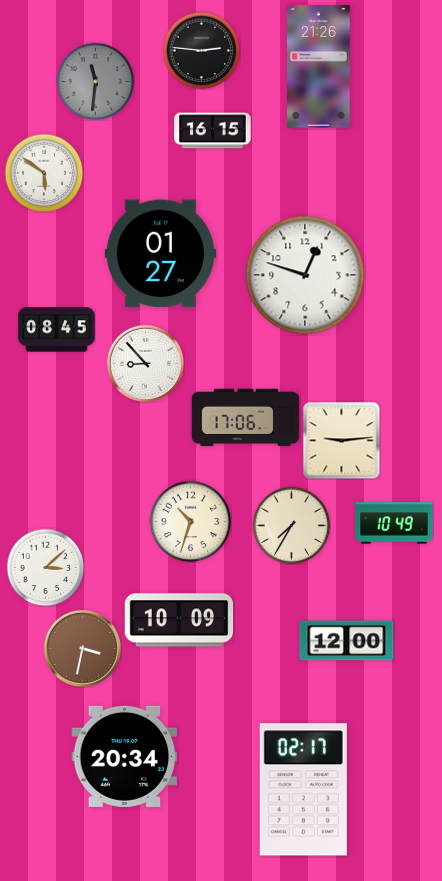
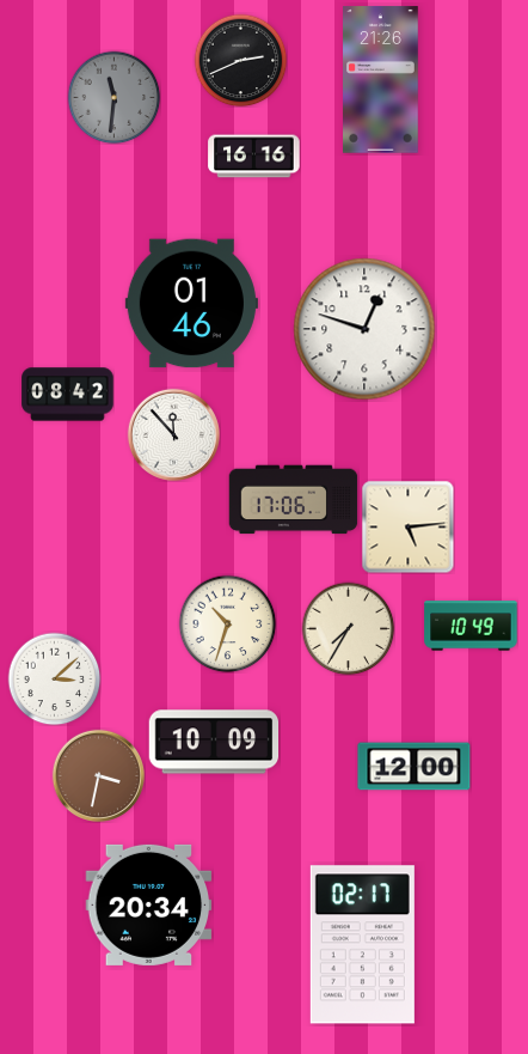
clock at (201, 50): 2:46 -> 2:41
clock at (213, 131): 16:15 -> 16:16
clock at (44, 173): 5:51 -> none
clock at (160, 254): 01:27 -> 01:46
clock at (57, 330): 08:45 -> 08:42
clock at (145, 363): 8:53 -> 11:53
clock at (341, 440): 9:14 -> 5:14
